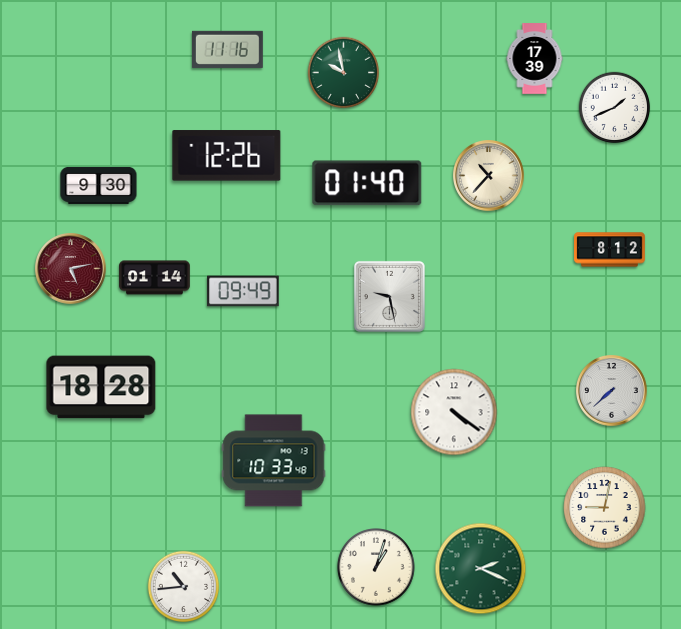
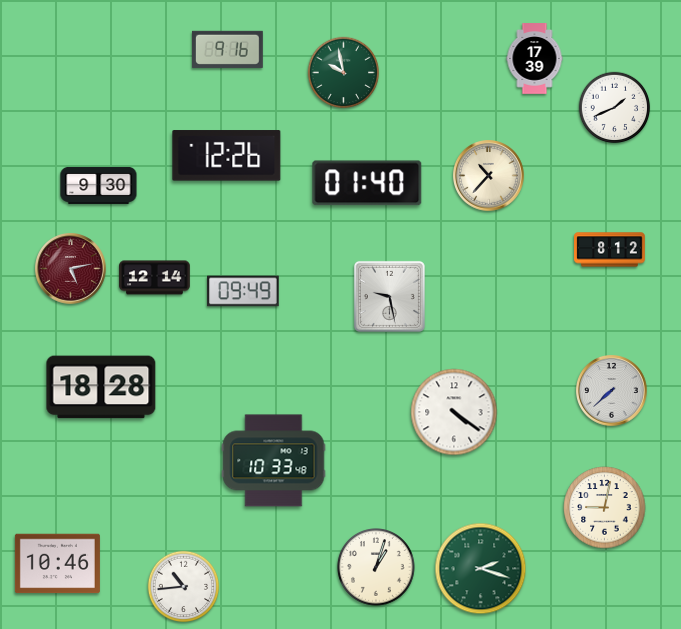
clock at (227, 49): 11:16 -> 9:16
clock at (155, 278): 01:14 -> 12:14
clock at (57, 564): none -> 10:46
clock at (481, 569): 2:19 -> 2:18
